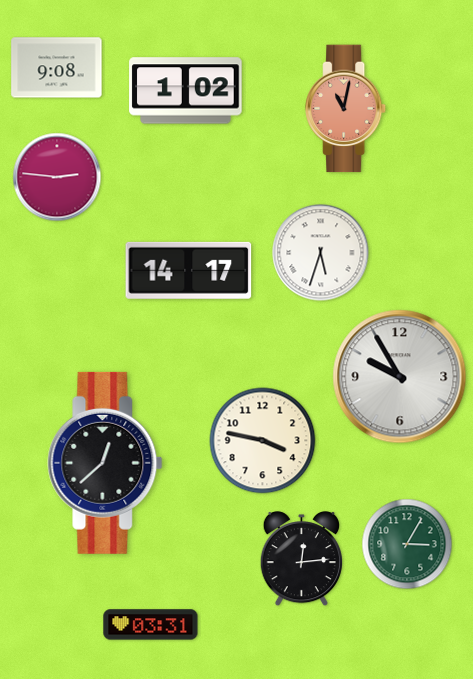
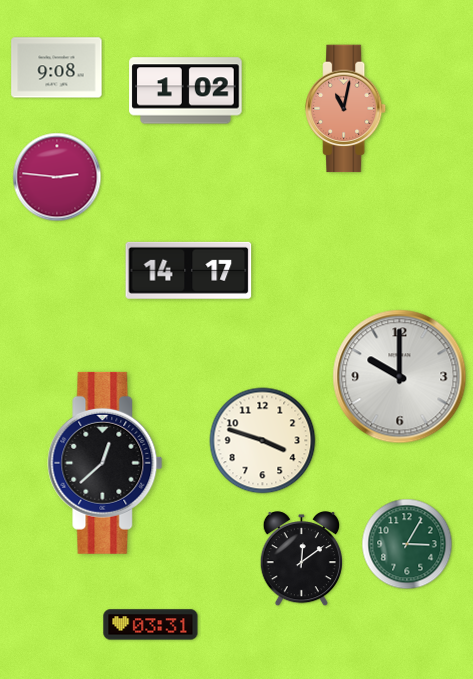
clock at (321, 253): 5:33 -> none
clock at (400, 377): 9:55 -> 10:00
clock at (263, 441): 3:47 -> 3:48
clock at (301, 559): 12:14 -> 12:09
